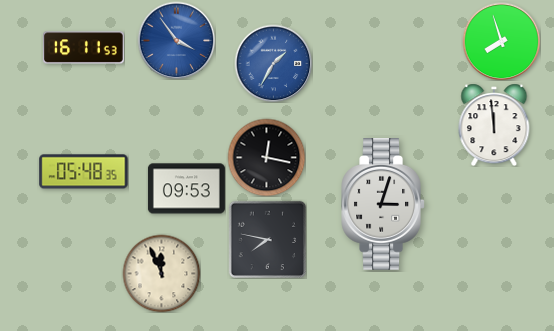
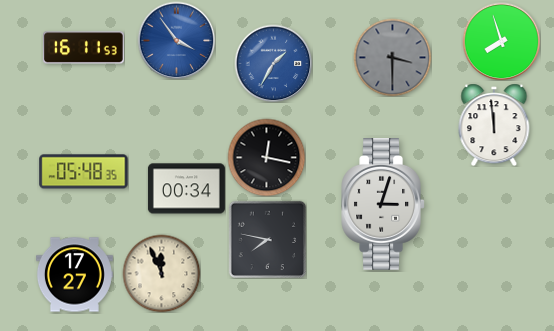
clock at (392, 57): none -> 3:30
clock at (186, 189): 09:53 -> 00:34
clock at (74, 275): none -> 17:27
